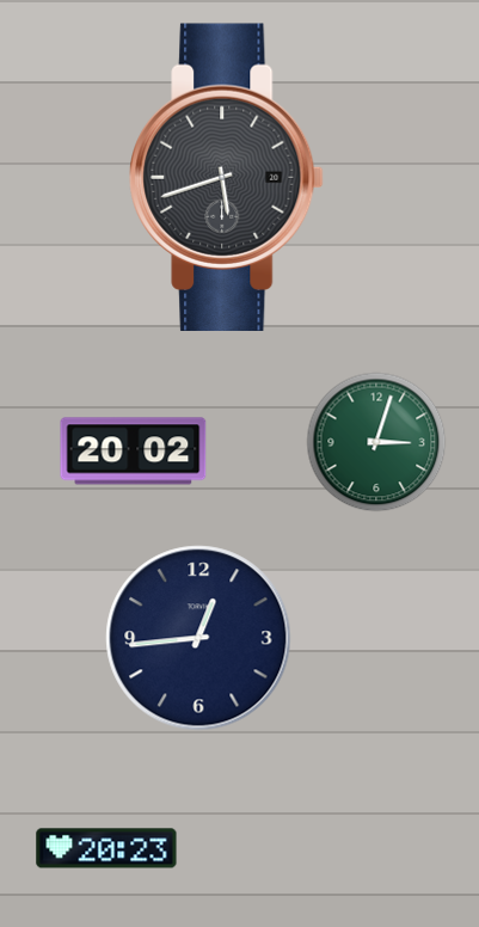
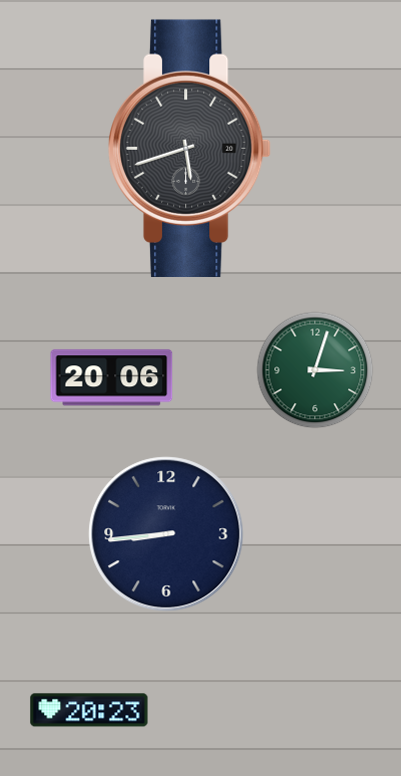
clock at (134, 452): 20:02 -> 20:06
clock at (198, 638): 12:44 -> 8:44
